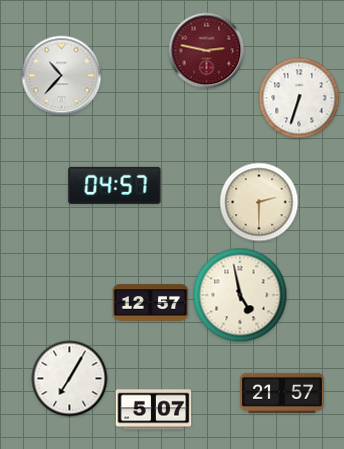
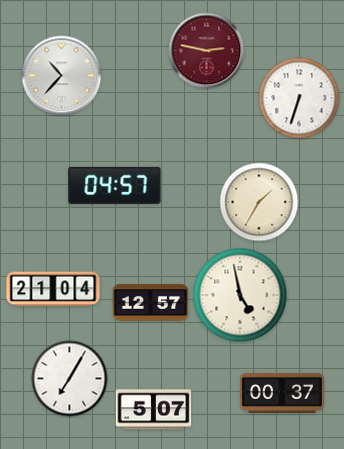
clock at (259, 202): 2:30 -> 1:35
clock at (53, 289): none -> 21:04
clock at (283, 393): 21:57 -> 00:37
